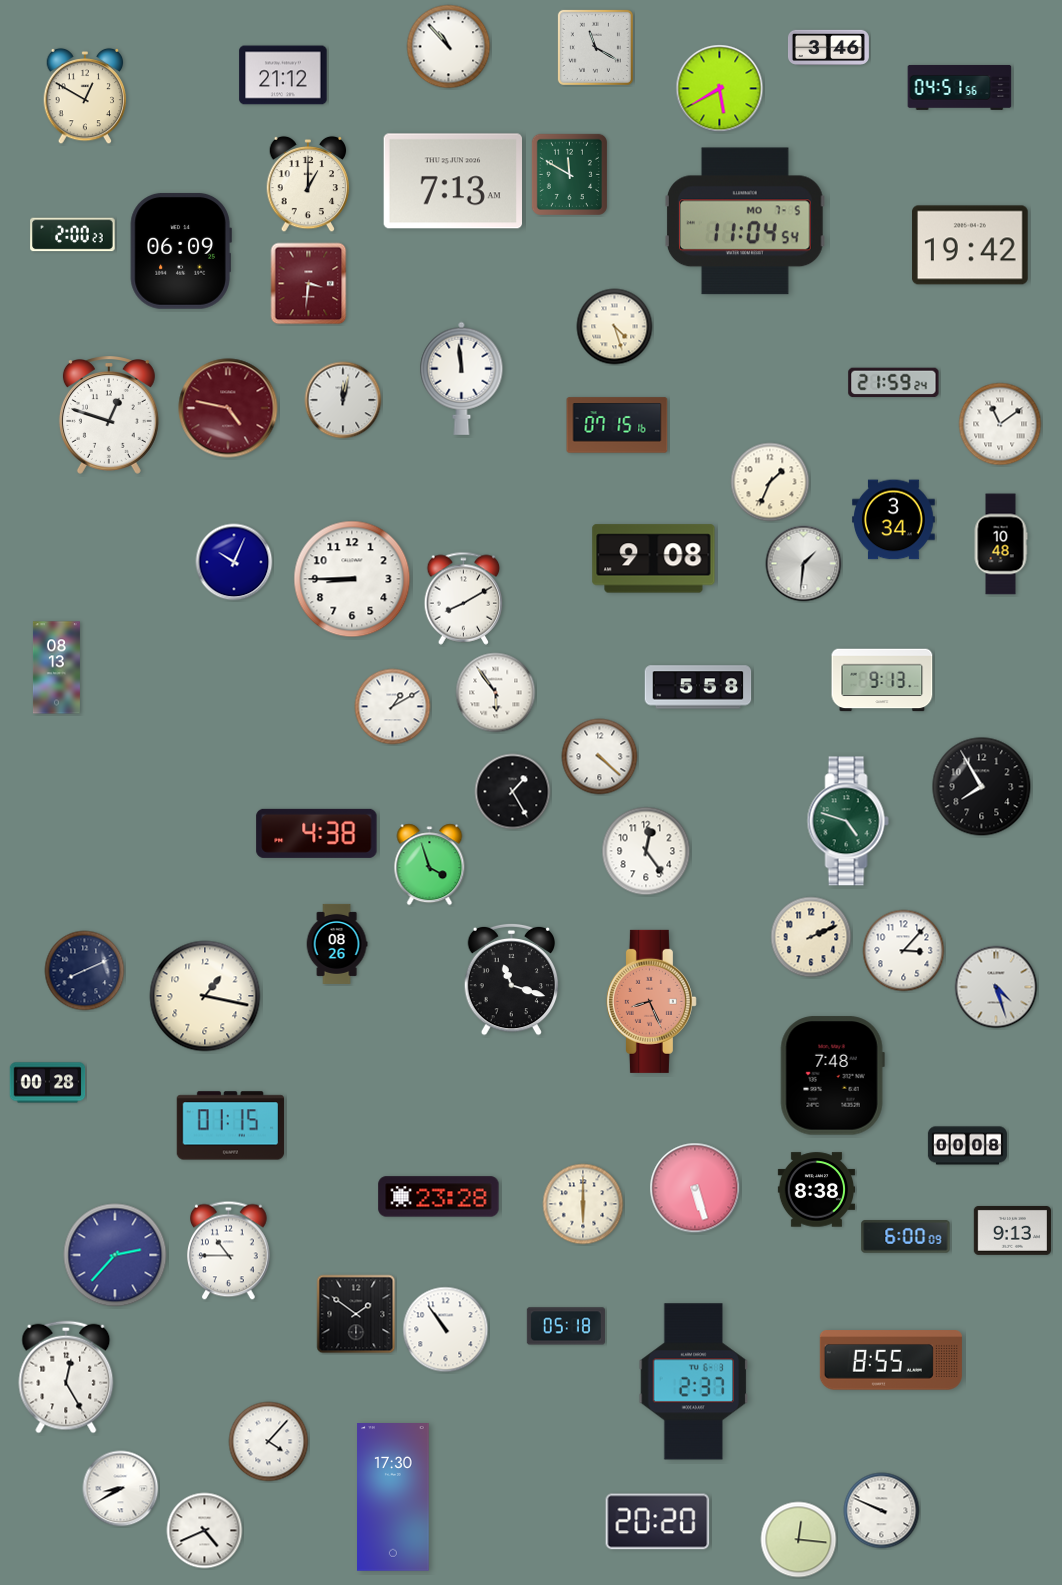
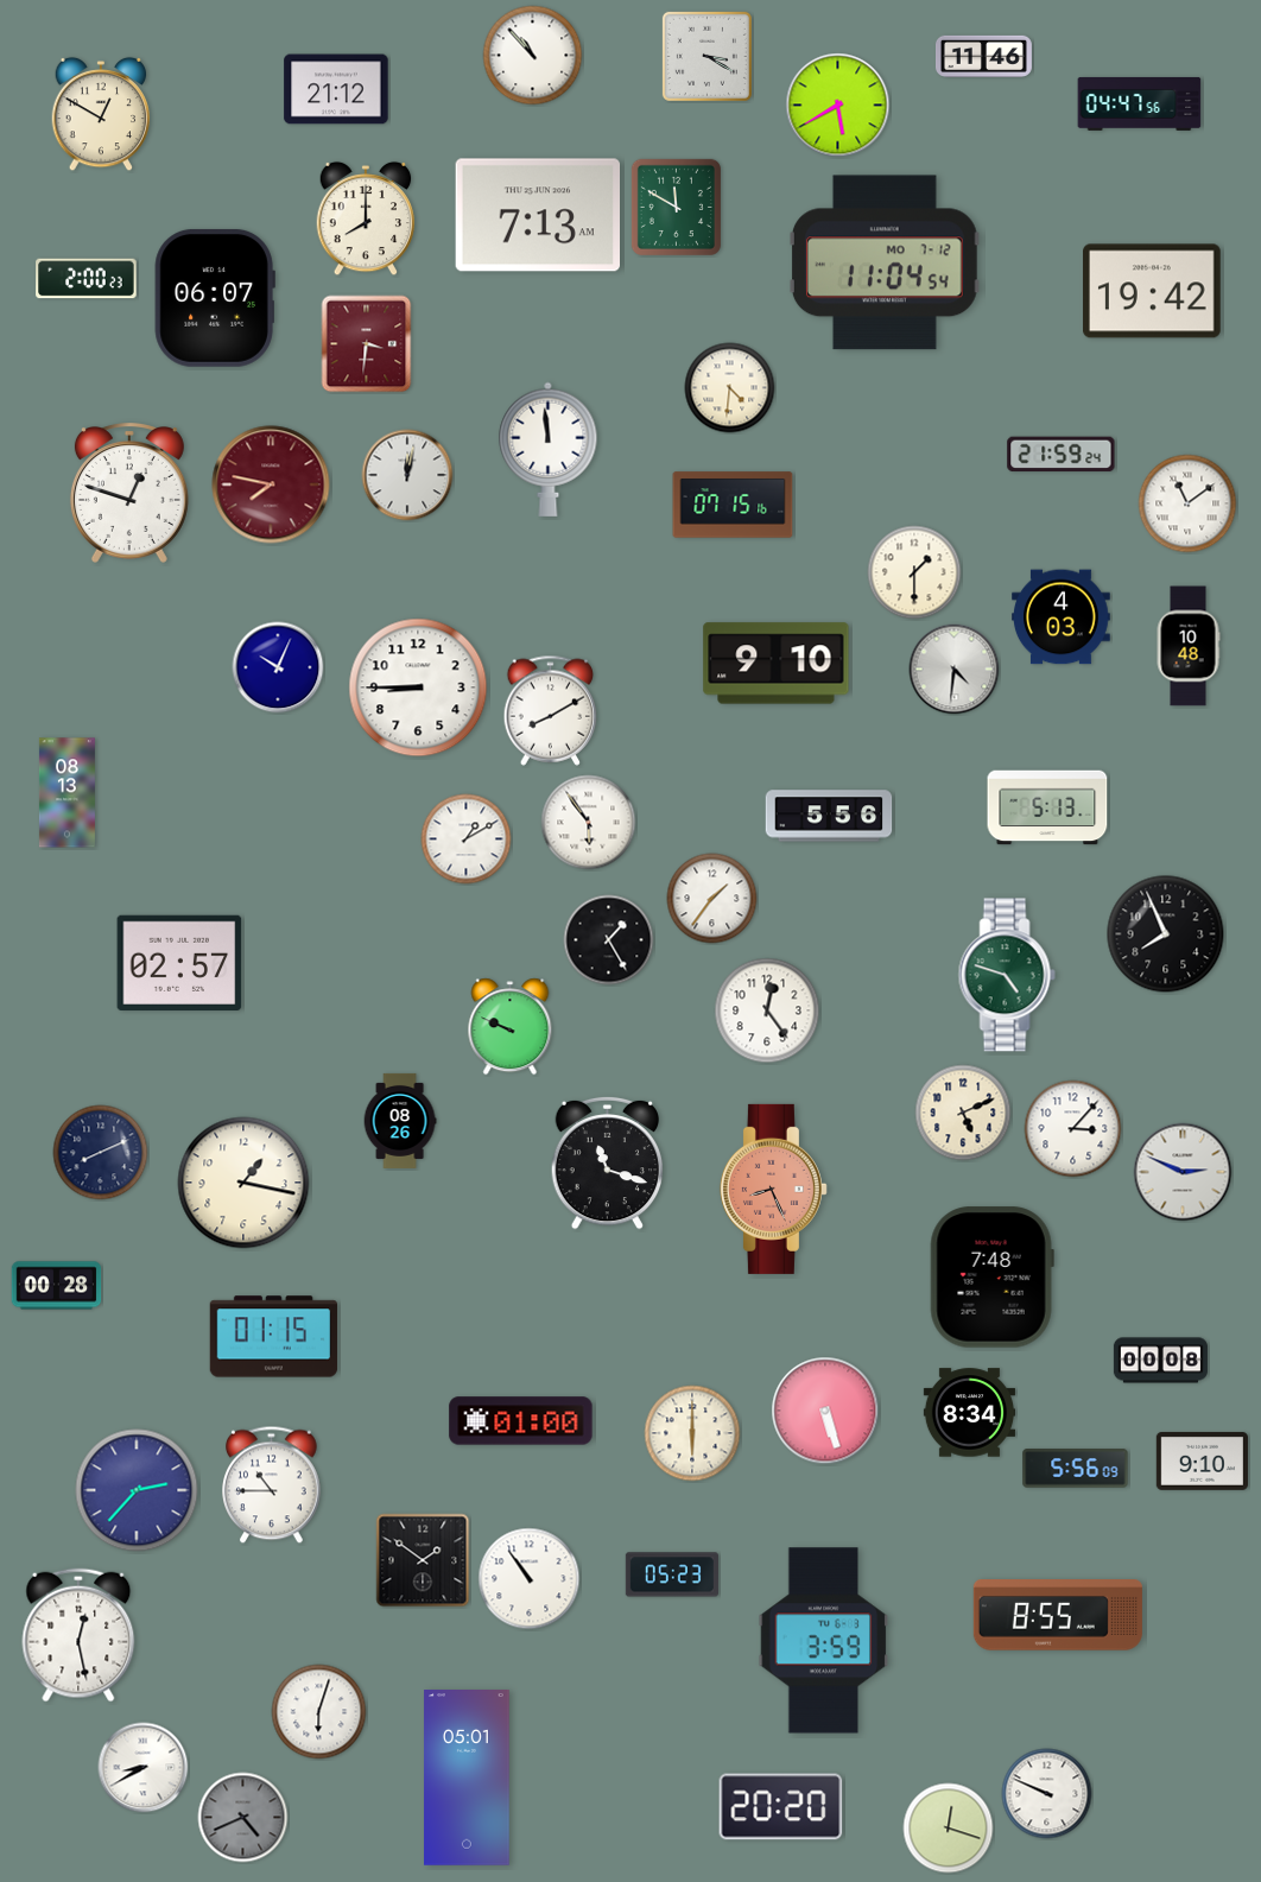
clock at (595, 47): 11:20 -> 3:20
clock at (828, 47): 3:46 -> 11:46
clock at (960, 87): 04:51 -> 04:47
clock at (720, 89) position: (720, 89) -> (838, 106)
clock at (308, 184): 1:00 -> 8:00
clock at (745, 221) date: MO 7-5 -> MO 7-12
clock at (181, 251): 06:09 -> 06:07
clock at (309, 284) position: (309, 284) -> (367, 344)
clock at (615, 327): 4:27 -> 4:31
clock at (228, 408): 4:47 -> 7:47
clock at (770, 482): 1:34 -> 1:30
clock at (894, 520): 3:34 -> 4:03
clock at (654, 559): 9:08 -> 9:10
clock at (804, 564): 1:31 -> 4:31
clock at (882, 680): 9:13 -> 5:13
clock at (698, 687): 5:58 -> 5:56
clock at (600, 757): 4:22 -> 1:36
clock at (982, 787): 7:55 -> 7:56
clock at (179, 962): none -> 02:57
clock at (317, 833): 4:38 -> none
clock at (430, 865): 3:57 -> 9:49
clock at (811, 937): 2:11 -> 5:11
clock at (996, 987): 4:27 -> 2:49
clock at (832, 1076) position: (832, 1076) -> (991, 1278)
clock at (967, 1146) position: (967, 1146) -> (1160, 1361)
clock at (816, 1190): 8:38 -> 8:34
clock at (439, 1197): 23:28 -> 01:00
clock at (583, 1204) position: (583, 1204) -> (692, 1433)
clock at (1012, 1230): 9:13 -> 9:10
clock at (906, 1237): 6:00 -> 5:56
clock at (566, 1326): 05:18 -> 05:23
clock at (66, 1377): 12:25 -> 12:28
clock at (694, 1382): 2:37 -> 3:59
clock at (269, 1442): 4:07 -> 6:03
clock at (393, 1498): 17:30 -> 05:01
clock at (205, 1531) dial: white -> grey
clock at (799, 1540): 12:16 -> 12:18
